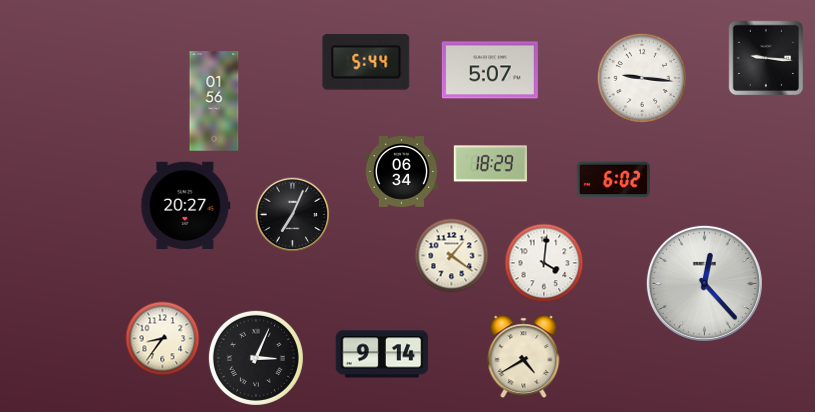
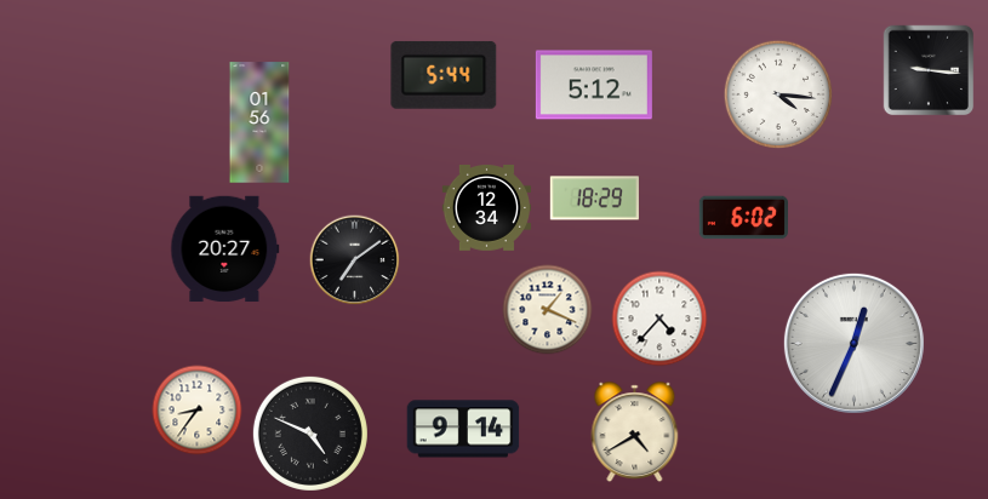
clock at (490, 70): 5:07 -> 5:12
clock at (642, 78): 9:16 -> 4:16
clock at (401, 172): 06:34 -> 12:34
clock at (293, 215): 7:04 -> 7:09
clock at (452, 256): 1:21 -> 1:19
clock at (544, 263): 4:01 -> 4:37
clock at (704, 283): 12:23 -> 12:34
clock at (256, 358): 3:04 -> 4:49
